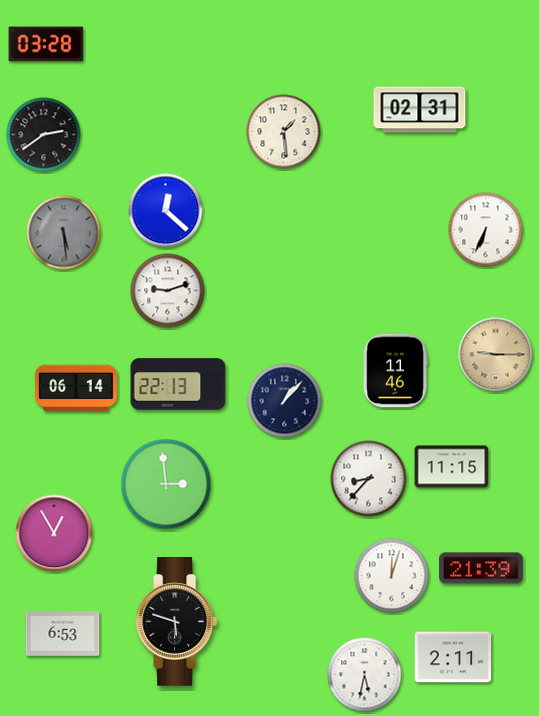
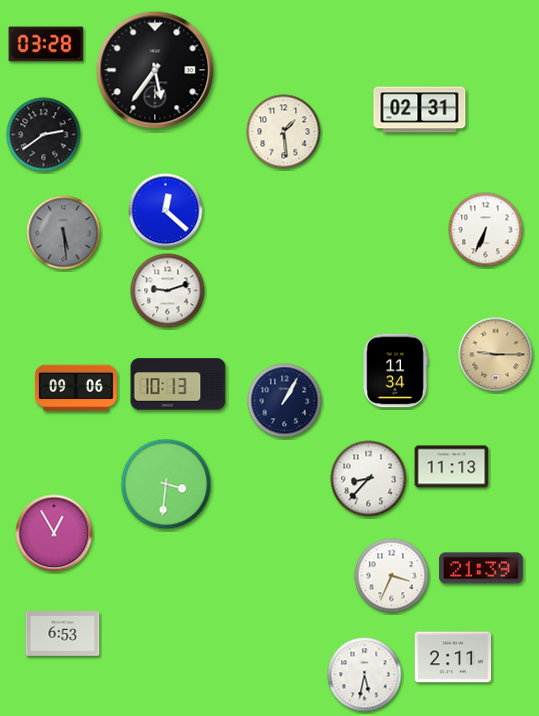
clock at (155, 70): none -> 5:36
clock at (395, 371): 11:46 -> 11:34
clock at (178, 384): 22:13 -> 10:13
clock at (77, 388): 06:14 -> 09:06
clock at (285, 401): 1:07 -> 1:05
clock at (452, 467): 11:15 -> 11:13
clock at (166, 484): 2:59 -> 3:31
clock at (392, 576): 12:03 -> 3:34
clock at (177, 622): 5:48 -> none
